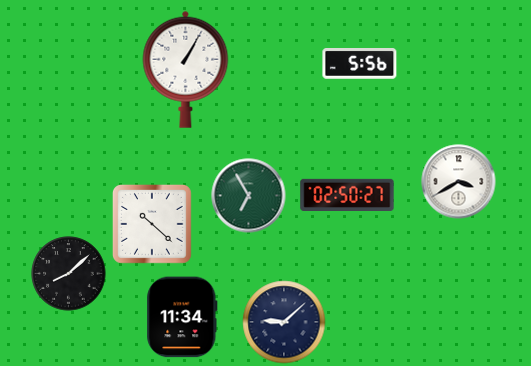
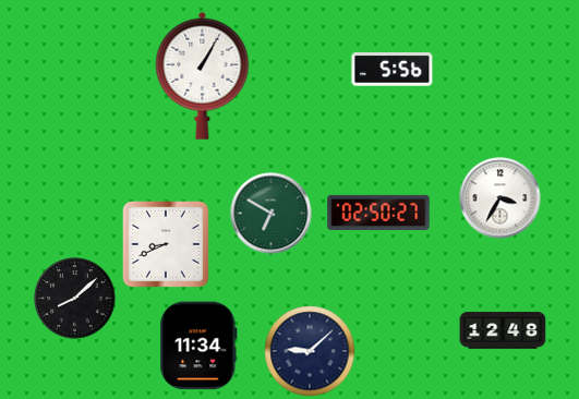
clock at (459, 182): 3:40 -> 3:35
clock at (249, 196): 6:55 -> 6:50
clock at (152, 224): 10:22 -> 8:41
clock at (503, 330): none -> 12:48
